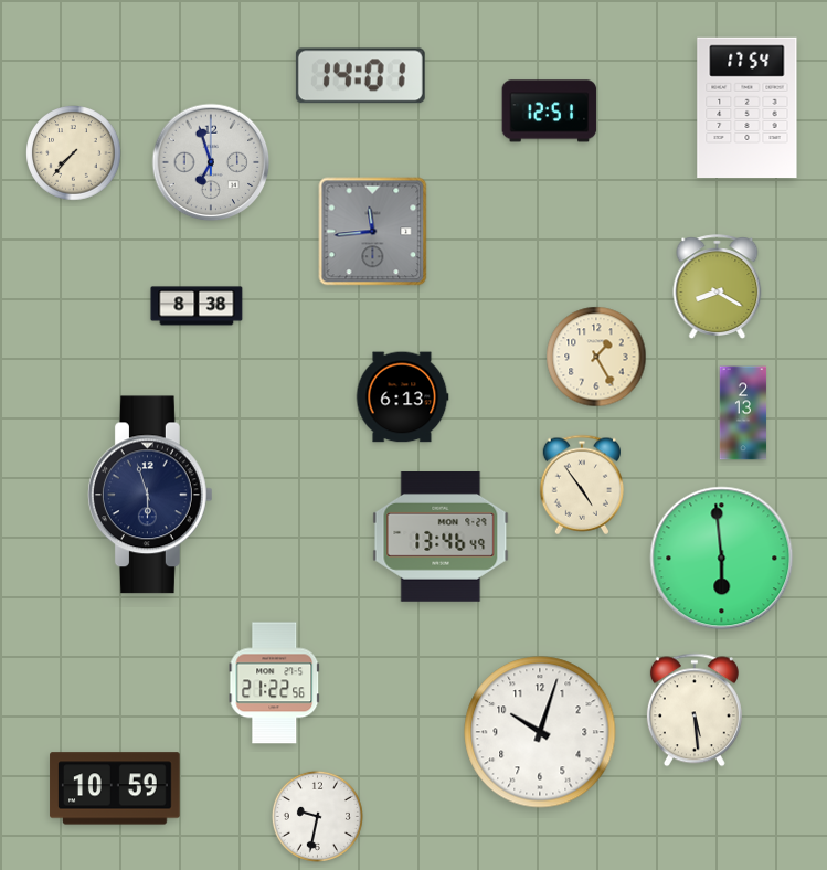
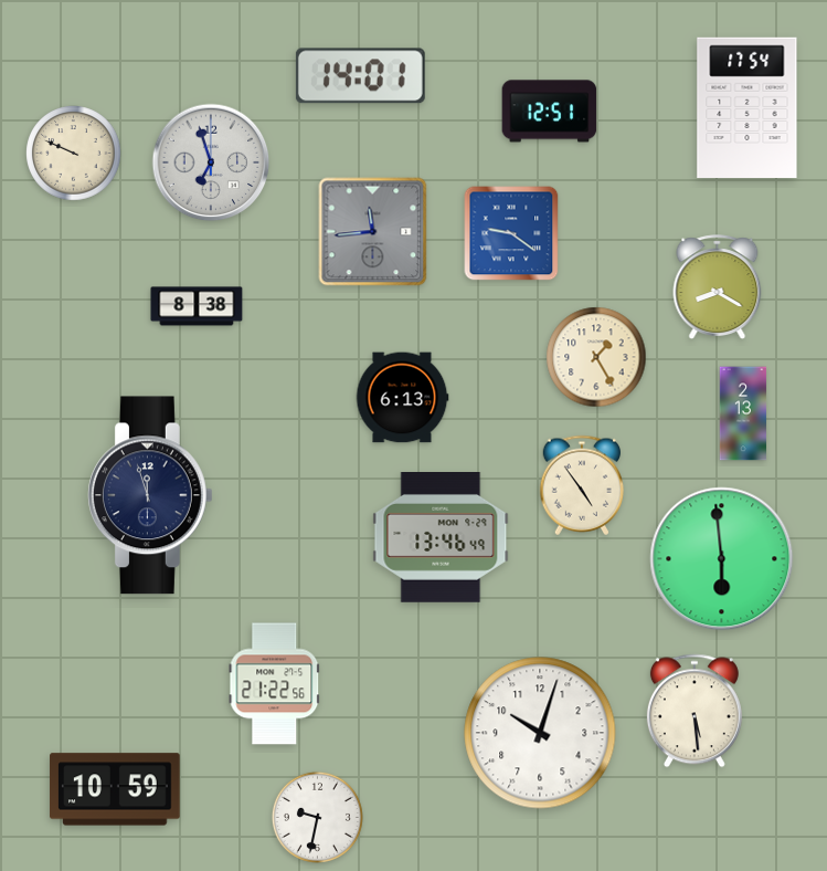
clock at (74, 153): 7:37 -> 9:49
clock at (511, 233): none -> 9:21
clock at (150, 495): 5:57 -> 11:57
